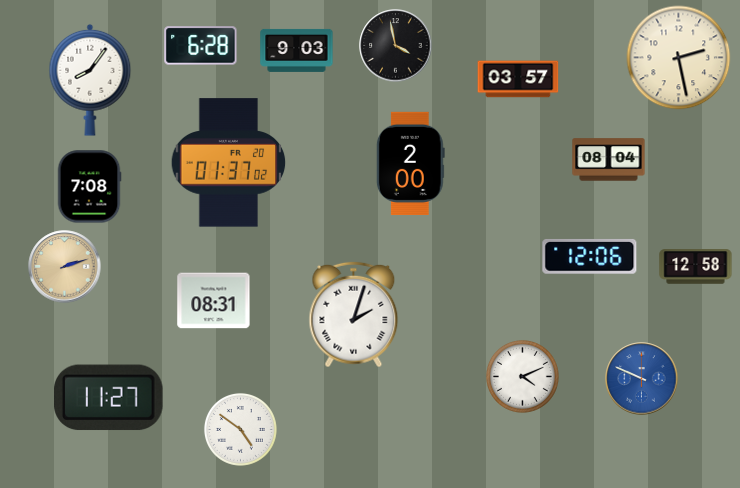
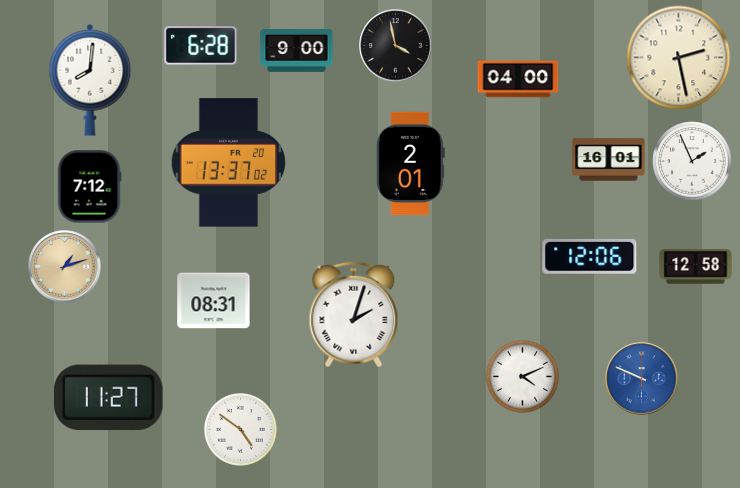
clock at (297, 50): 9:03 -> 9:00
clock at (518, 79): 03:57 -> 04:00
clock at (90, 80): 8:06 -> 8:01
clock at (609, 160): 08:04 -> 16:01
clock at (692, 161): none -> 1:56
clock at (229, 163): 01:37 -> 13:37
clock at (410, 163): 2:00 -> 2:01
clock at (89, 187): 7:08 -> 7:12
clock at (65, 267): 2:12 -> 1:12
